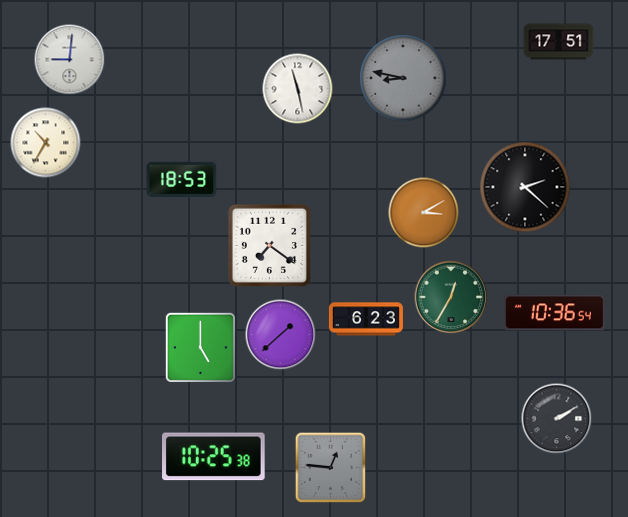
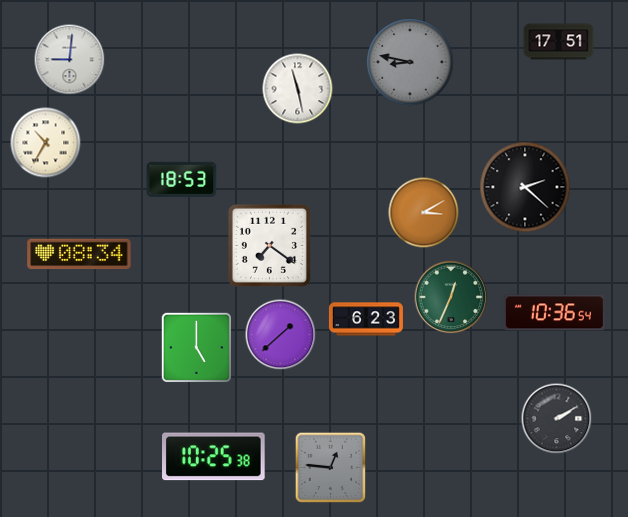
clock at (403, 78) position: (403, 78) -> (410, 62)
clock at (79, 254): none -> 08:34
clock at (451, 297): 12:35 -> 12:34
clock at (201, 348) position: (201, 348) -> (197, 348)
